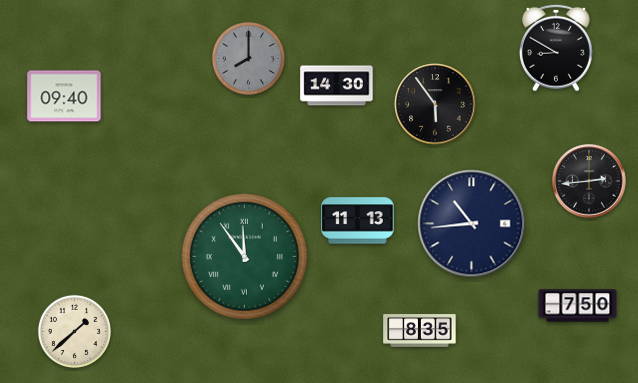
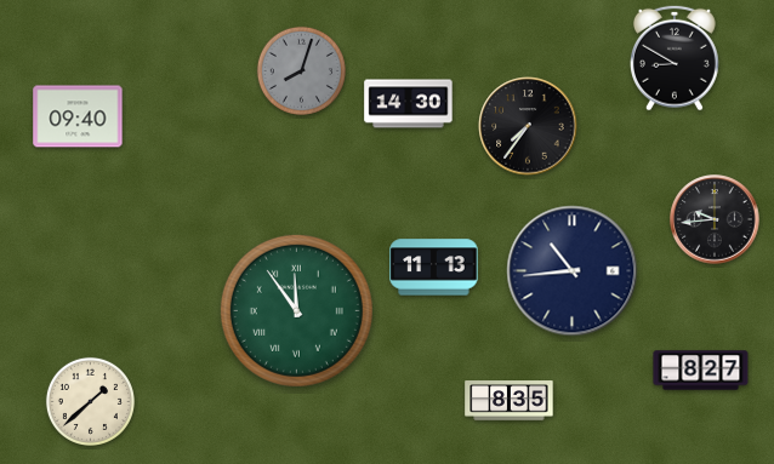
clock at (248, 58): 8:00 -> 8:03
clock at (435, 104): 5:54 -> 7:36
clock at (589, 181): 2:44 -> 9:44
clock at (578, 306): 7:50 -> 8:27
